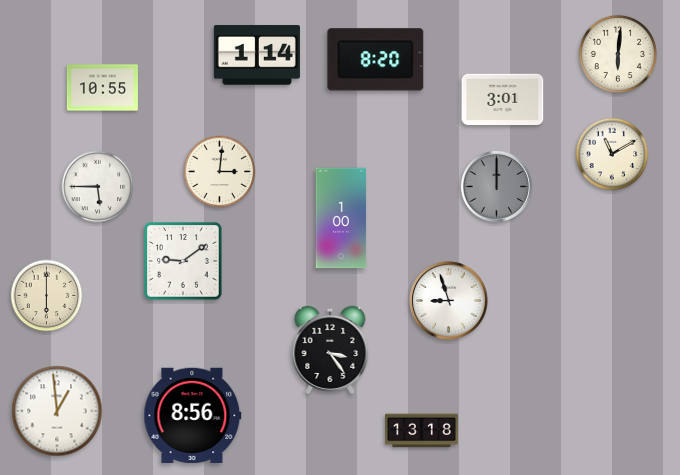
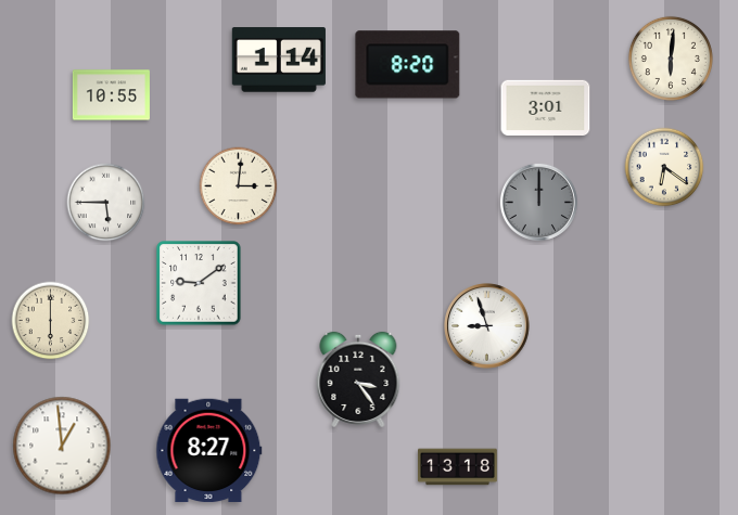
clock at (612, 154): 11:10 -> 6:21
clock at (341, 218): 1:00 -> none
clock at (193, 416): 8:56 -> 8:27
